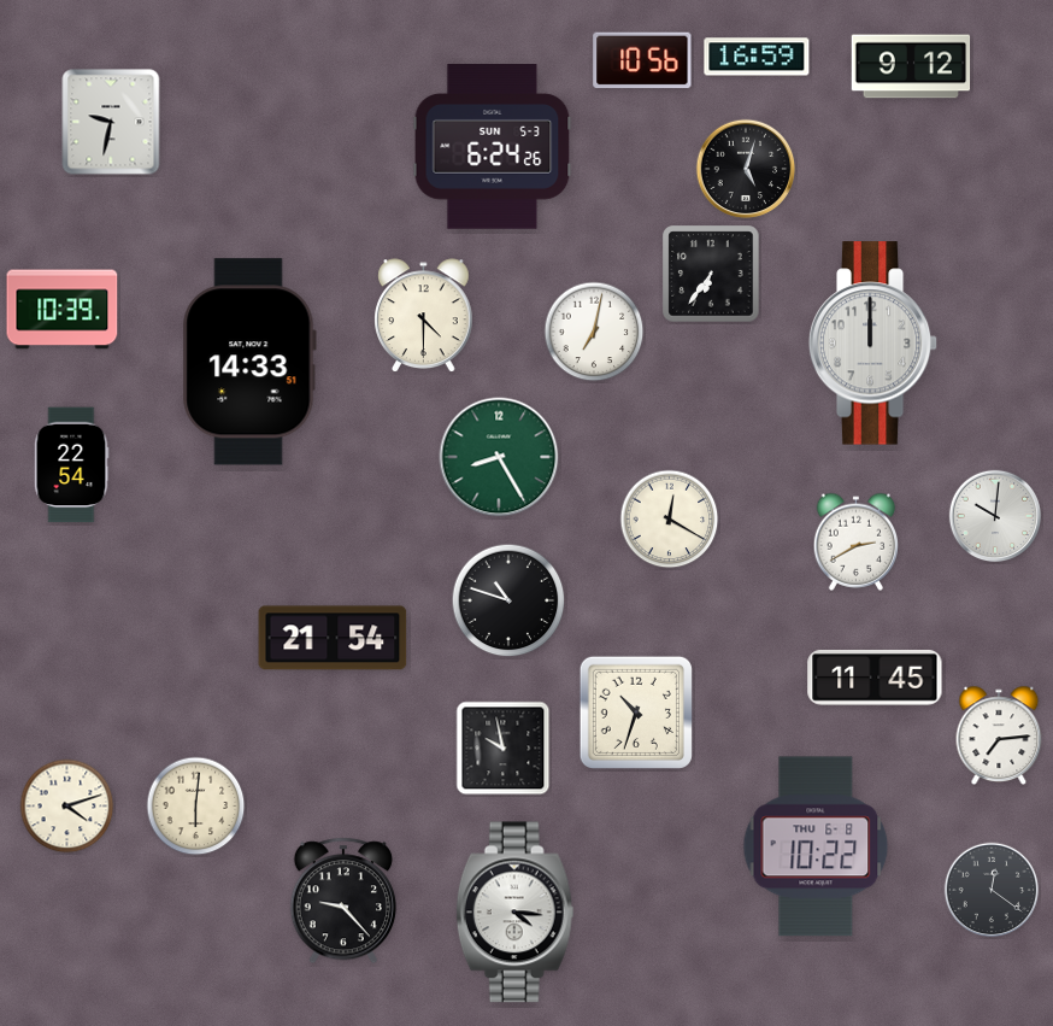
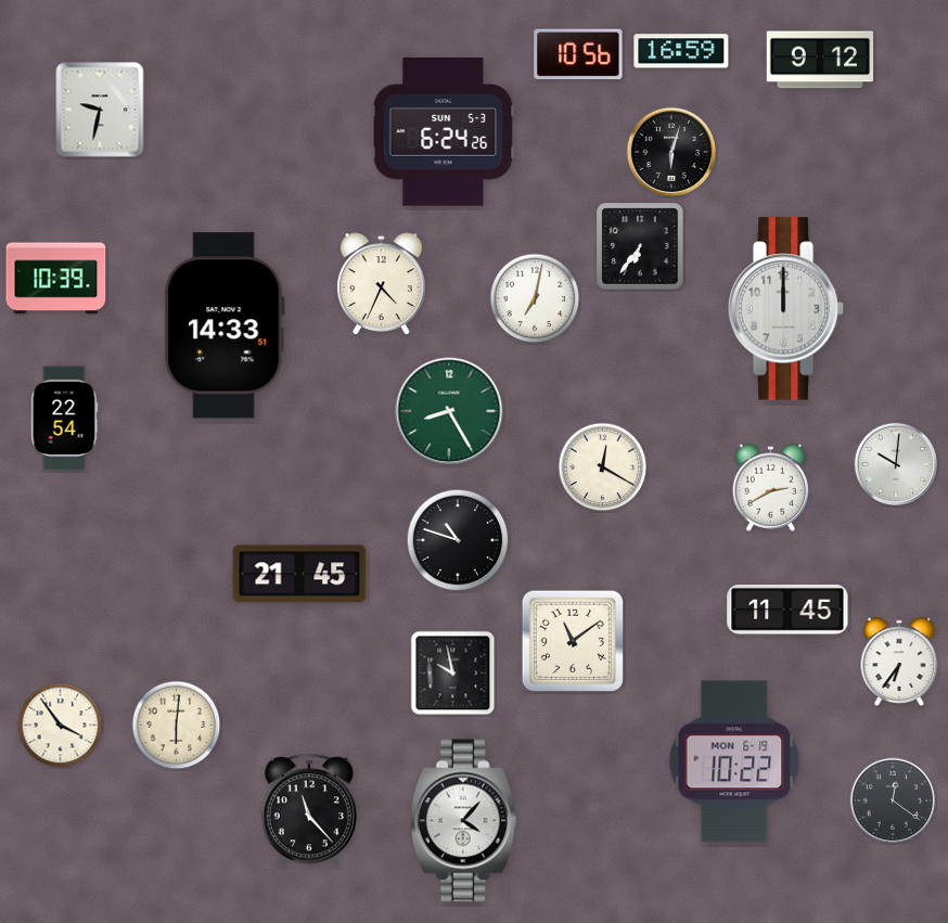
clock at (746, 169): 5:03 -> 6:03
clock at (424, 316): 4:30 -> 4:34
clock at (333, 638): 21:54 -> 21:45
clock at (636, 713): 10:33 -> 11:09
clock at (999, 734): 7:14 -> 6:36
clock at (67, 807): 4:12 -> 3:54
clock at (816, 846) date: THU 6-8 -> MON 6-19
clock at (343, 901): 9:23 -> 11:23
clock at (514, 913): 4:16 -> 4:07
